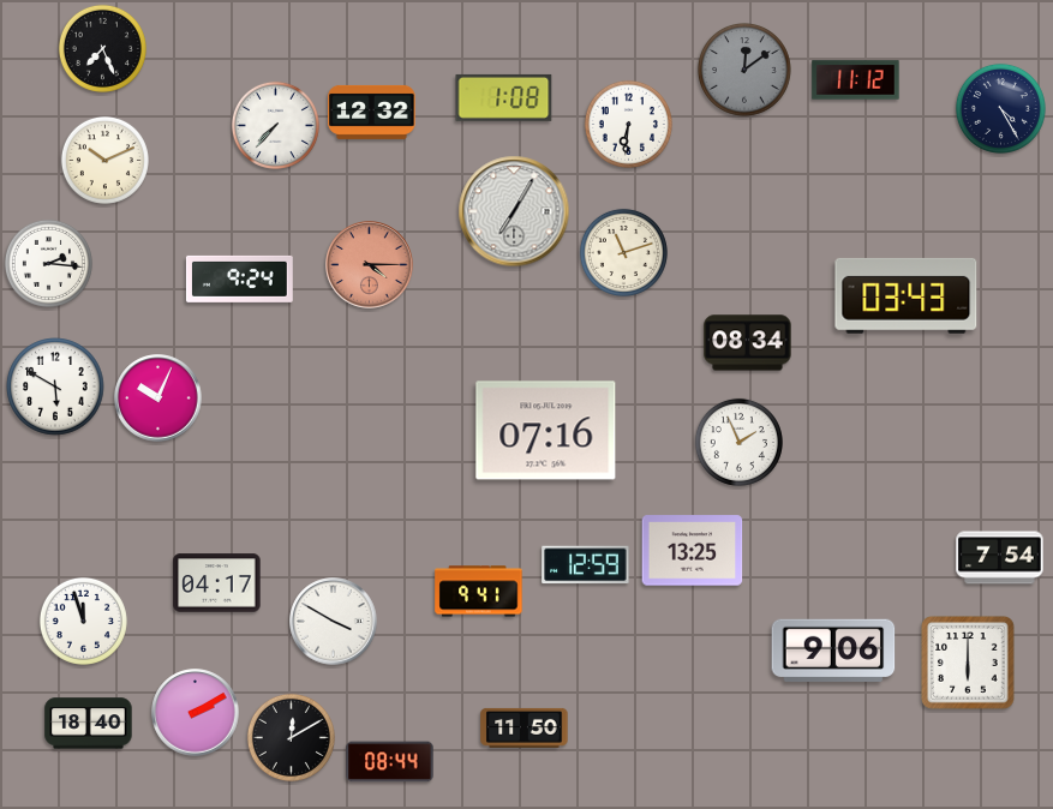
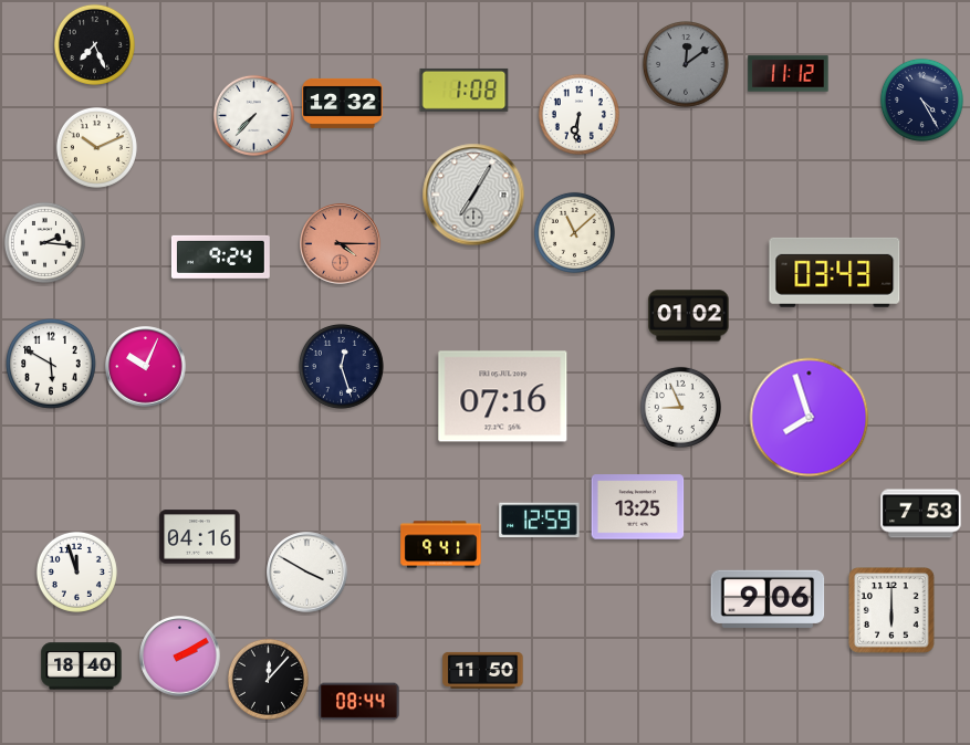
clock at (623, 252): 11:12 -> 11:08
clock at (748, 343): 08:34 -> 01:02
clock at (55, 386) position: (55, 386) -> (51, 364)
clock at (341, 366): none -> 12:27
clock at (738, 442): 1:56 -> 8:56
clock at (810, 418): none -> 7:57
clock at (1000, 558): 7:54 -> 7:53
clock at (217, 583): 04:17 -> 04:16
clock at (291, 737): 12:10 -> 12:07
